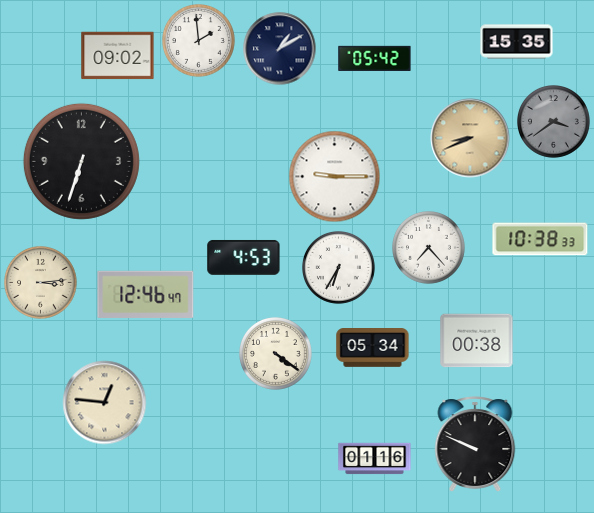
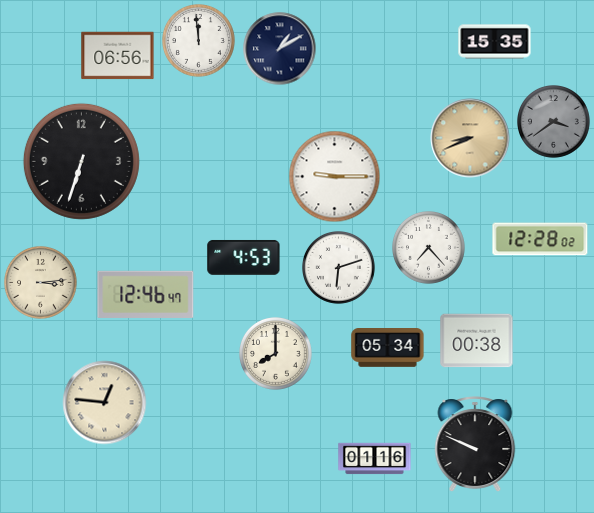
clock at (199, 41): 1:59 -> 11:59
clock at (517, 42) position: (517, 42) -> (495, 42)
clock at (118, 56): 09:02 -> 06:56
clock at (375, 58): 05:42 -> none
clock at (540, 239): 10:38 -> 12:28
clock at (339, 268): 6:35 -> 6:12
clock at (373, 348) position: (373, 348) -> (388, 348)
clock at (276, 354): 4:21 -> 8:00
